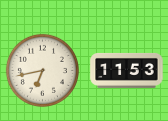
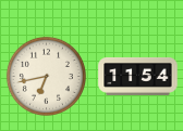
clock at (127, 70): 11:53 -> 11:54
